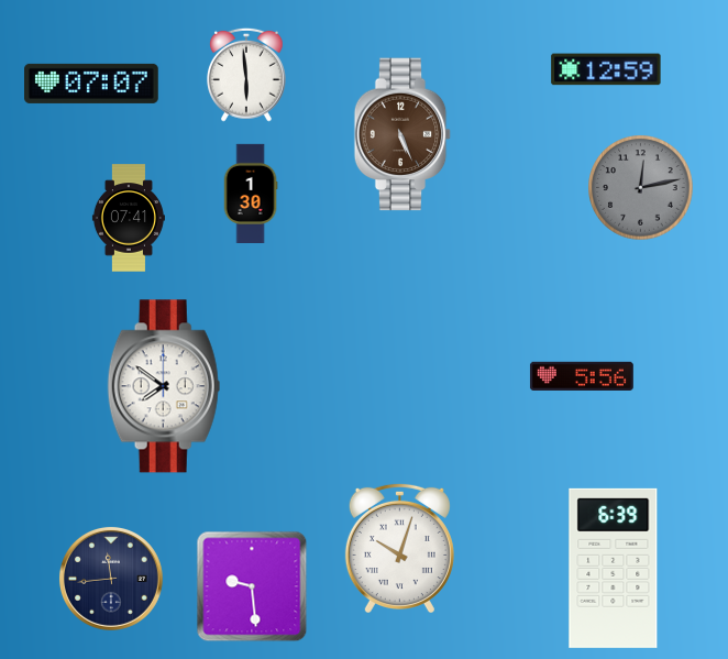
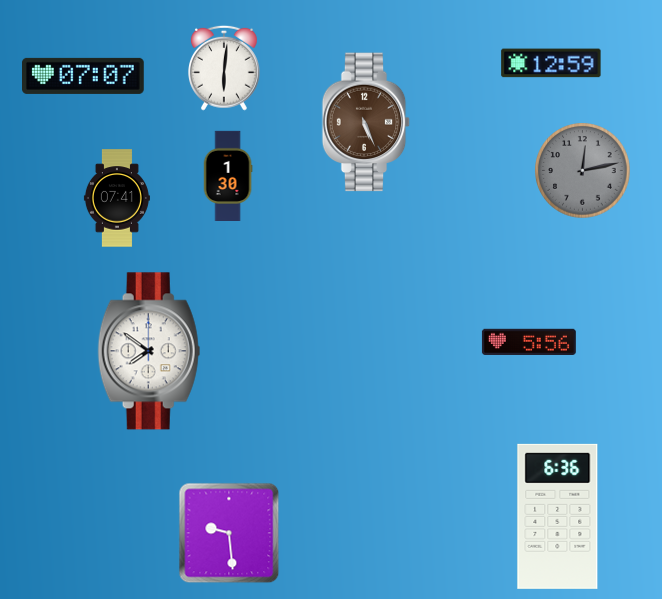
clock at (247, 75): 5:59 -> 6:01
clock at (399, 547): 10:03 -> none
clock at (614, 568): 6:39 -> 6:36
clock at (111, 579): 11:44 -> none
